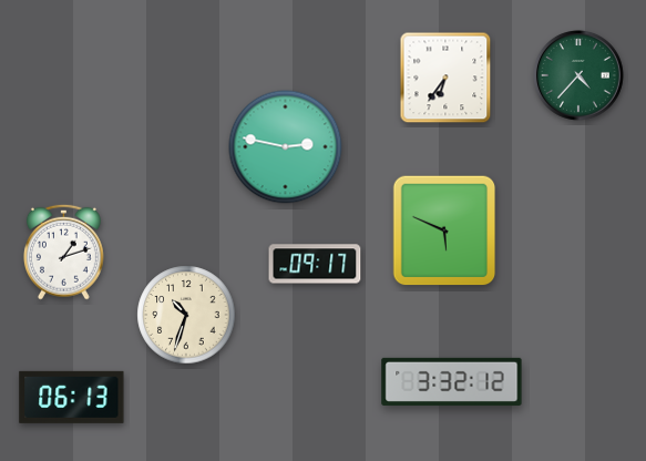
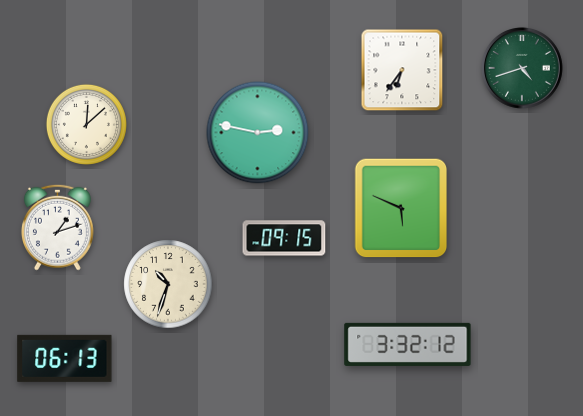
clock at (580, 76): 4:37 -> 4:42
clock at (86, 124): none -> 12:08
clock at (315, 264): 09:17 -> 09:15
